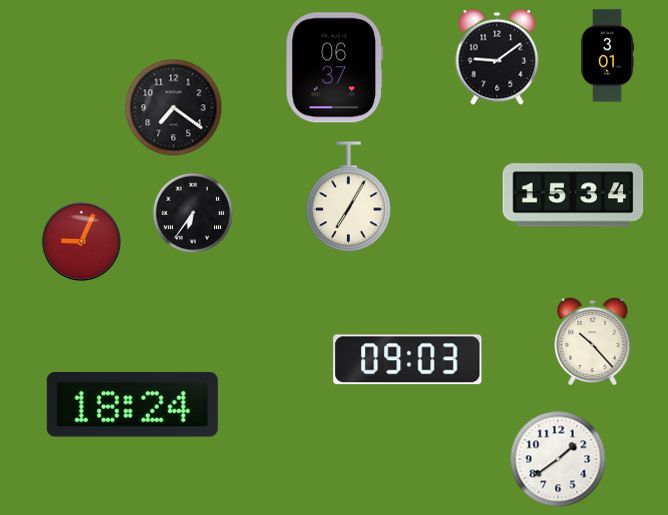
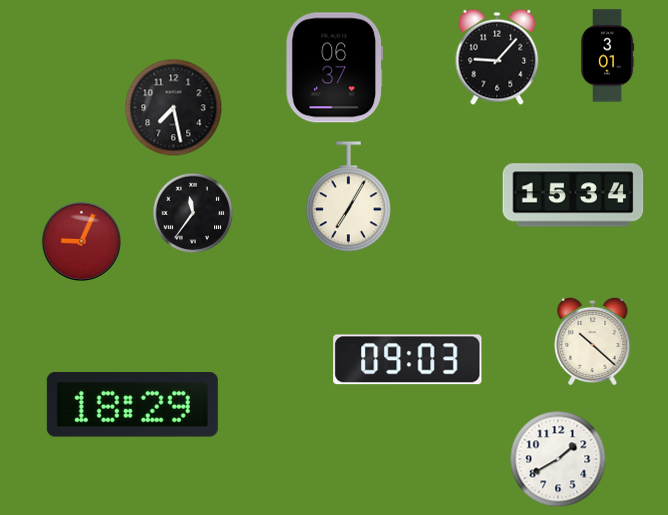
clock at (497, 57): 9:09 -> 9:07
clock at (174, 108): 7:21 -> 7:28
clock at (193, 213): 6:36 -> 11:36
clock at (593, 341): 10:23 -> 10:22
clock at (132, 405): 18:24 -> 18:29
clock at (558, 459): 1:39 -> 1:40
